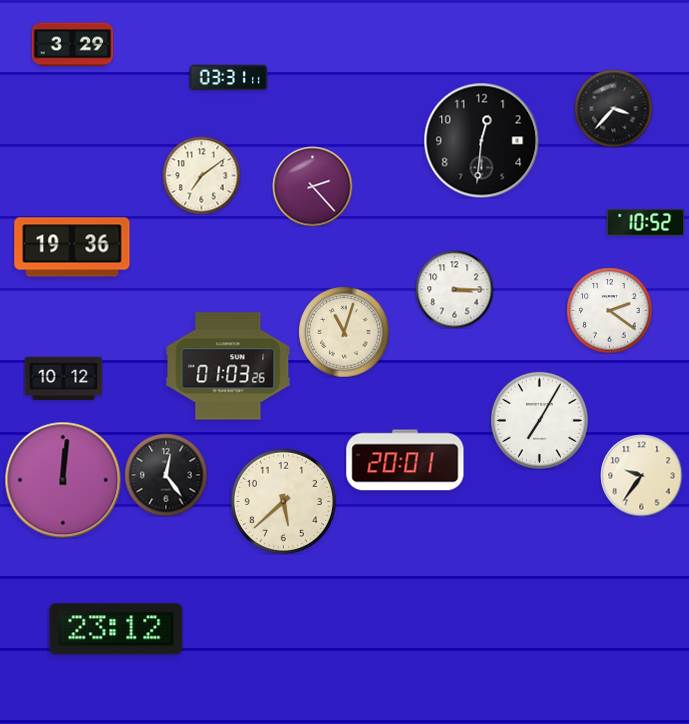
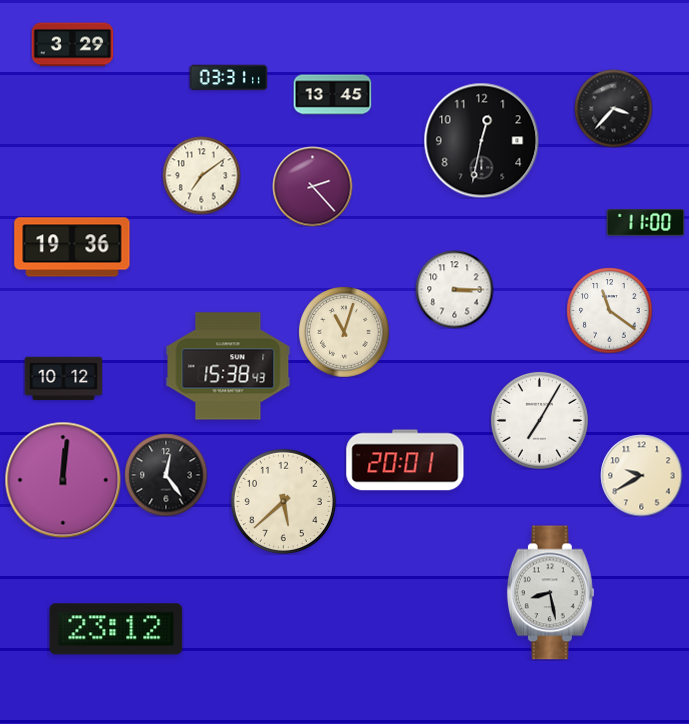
clock at (332, 95): none -> 13:45
clock at (481, 140): 12:31 -> 12:32
clock at (645, 223): 10:52 -> 11:00
clock at (609, 310): 2:21 -> 11:21
clock at (228, 366): 01:03 -> 15:38
clock at (641, 475): 9:36 -> 9:40
clock at (550, 593): none -> 8:28
